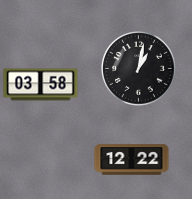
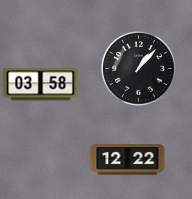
clock at (139, 69): 1:02 -> 1:07
clock at (132, 160) position: (132, 160) -> (128, 160)
